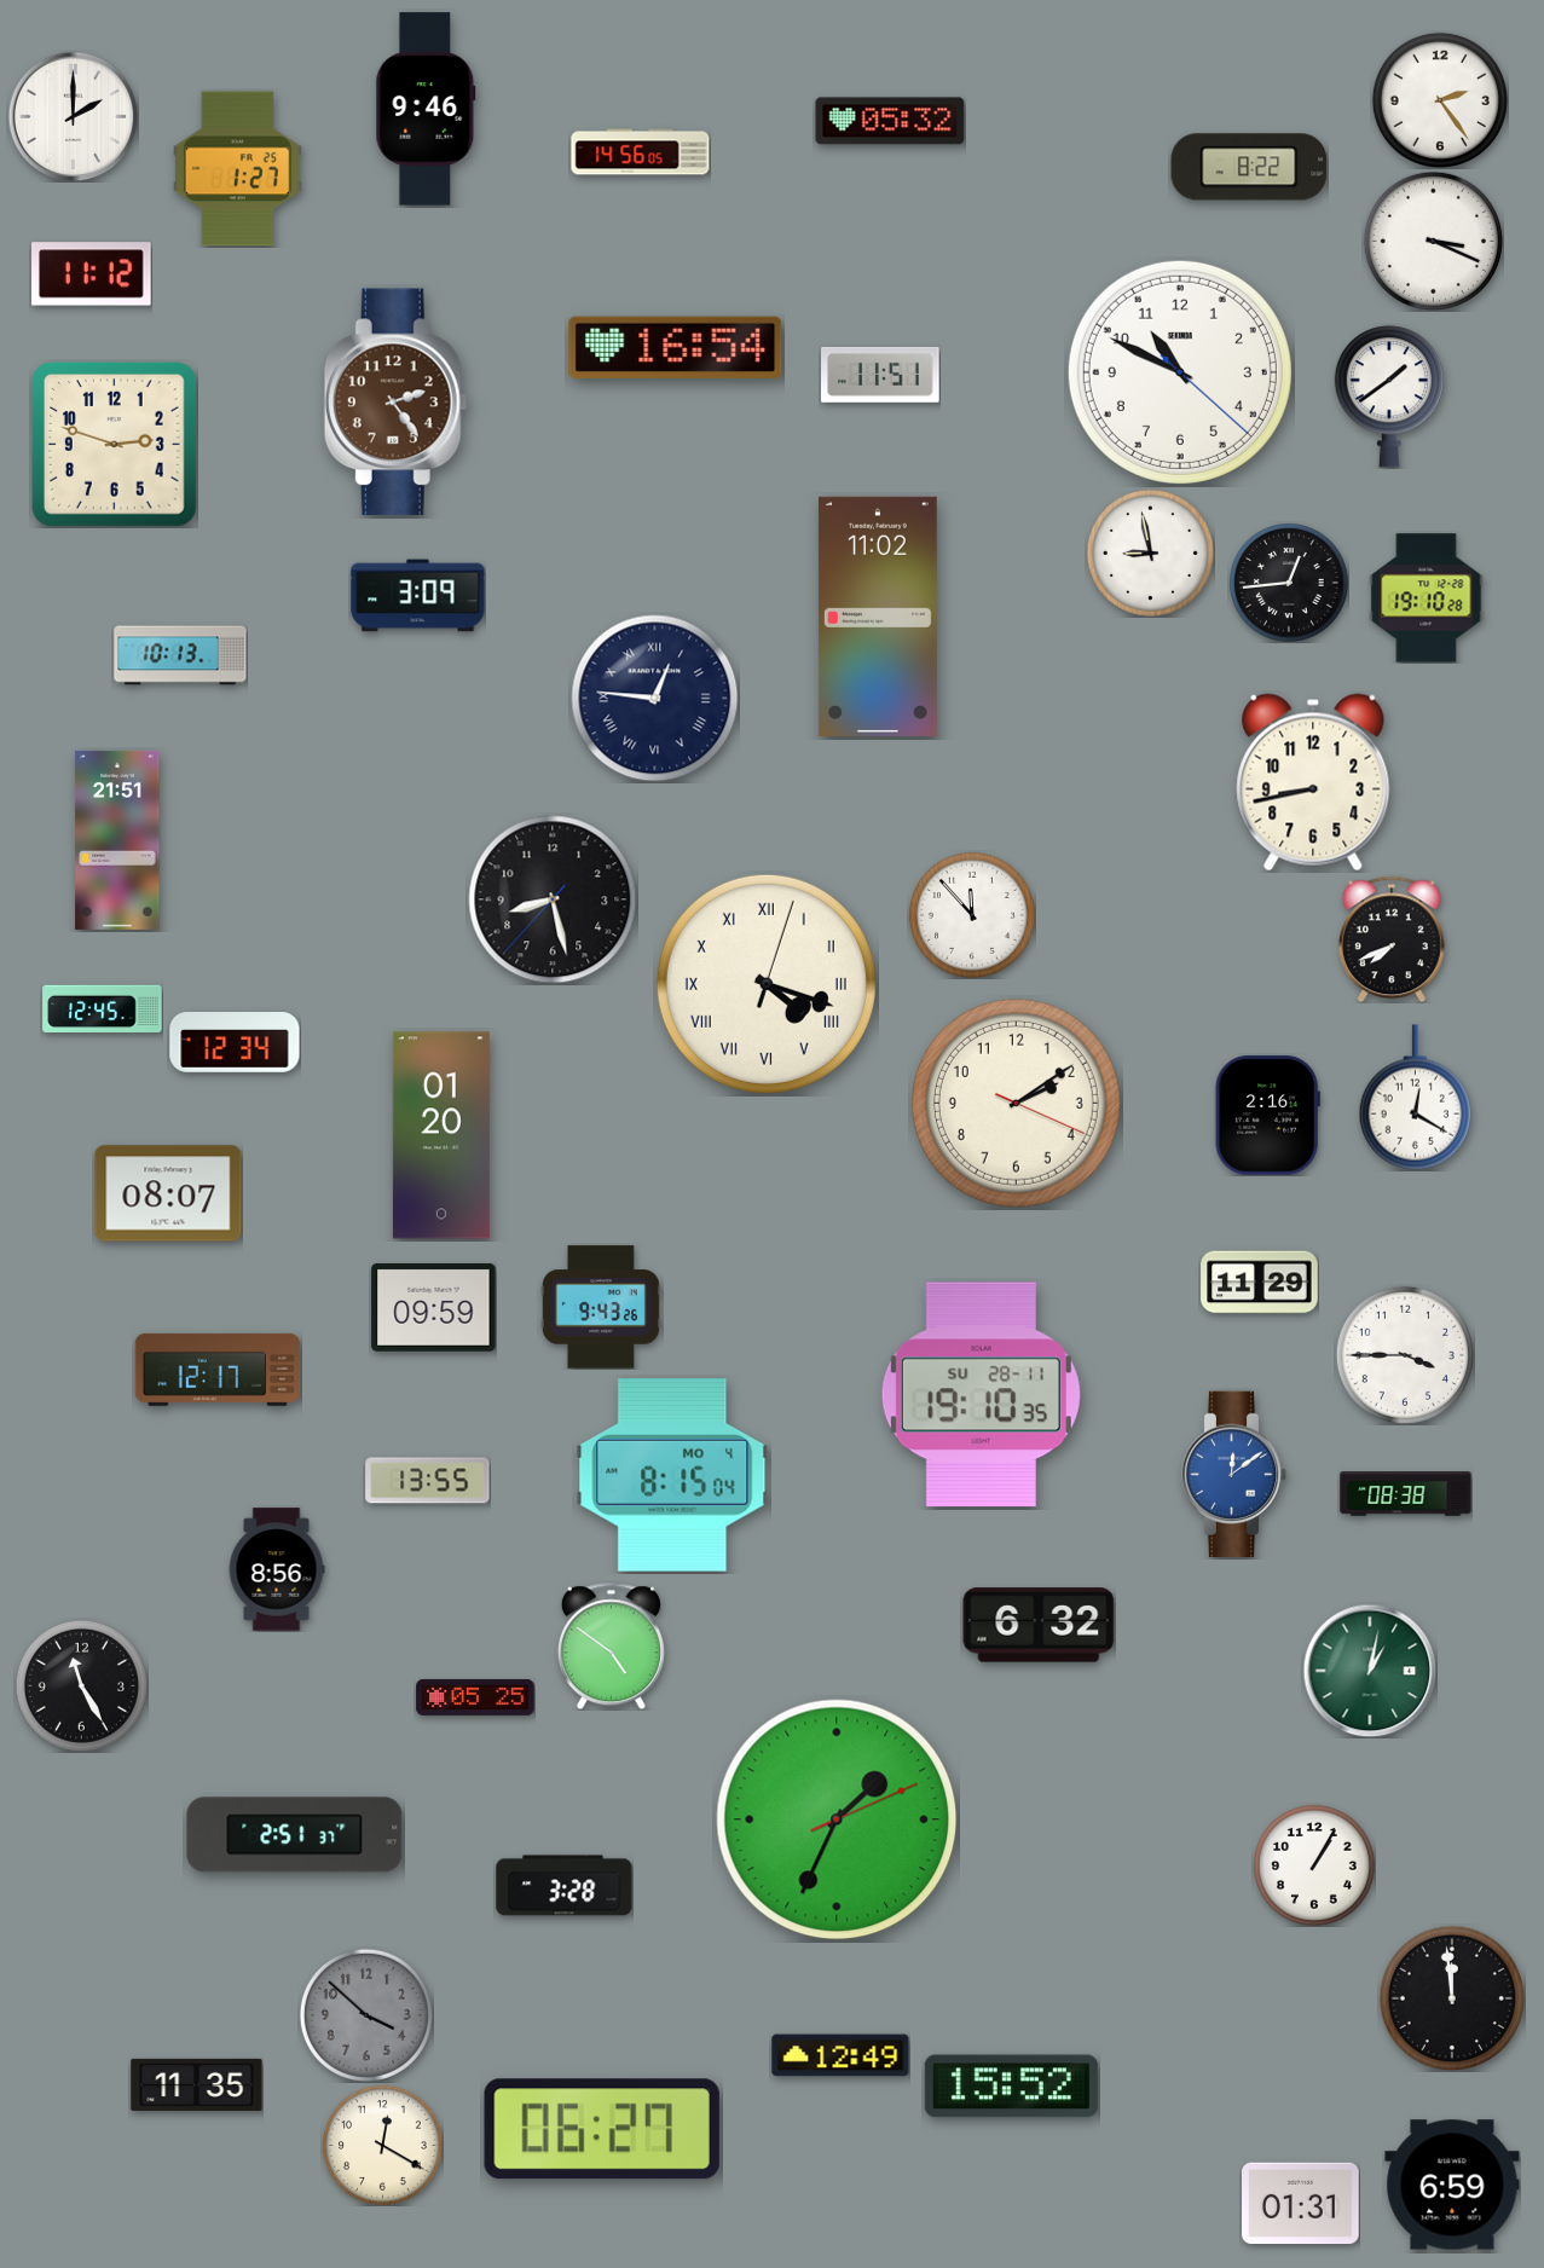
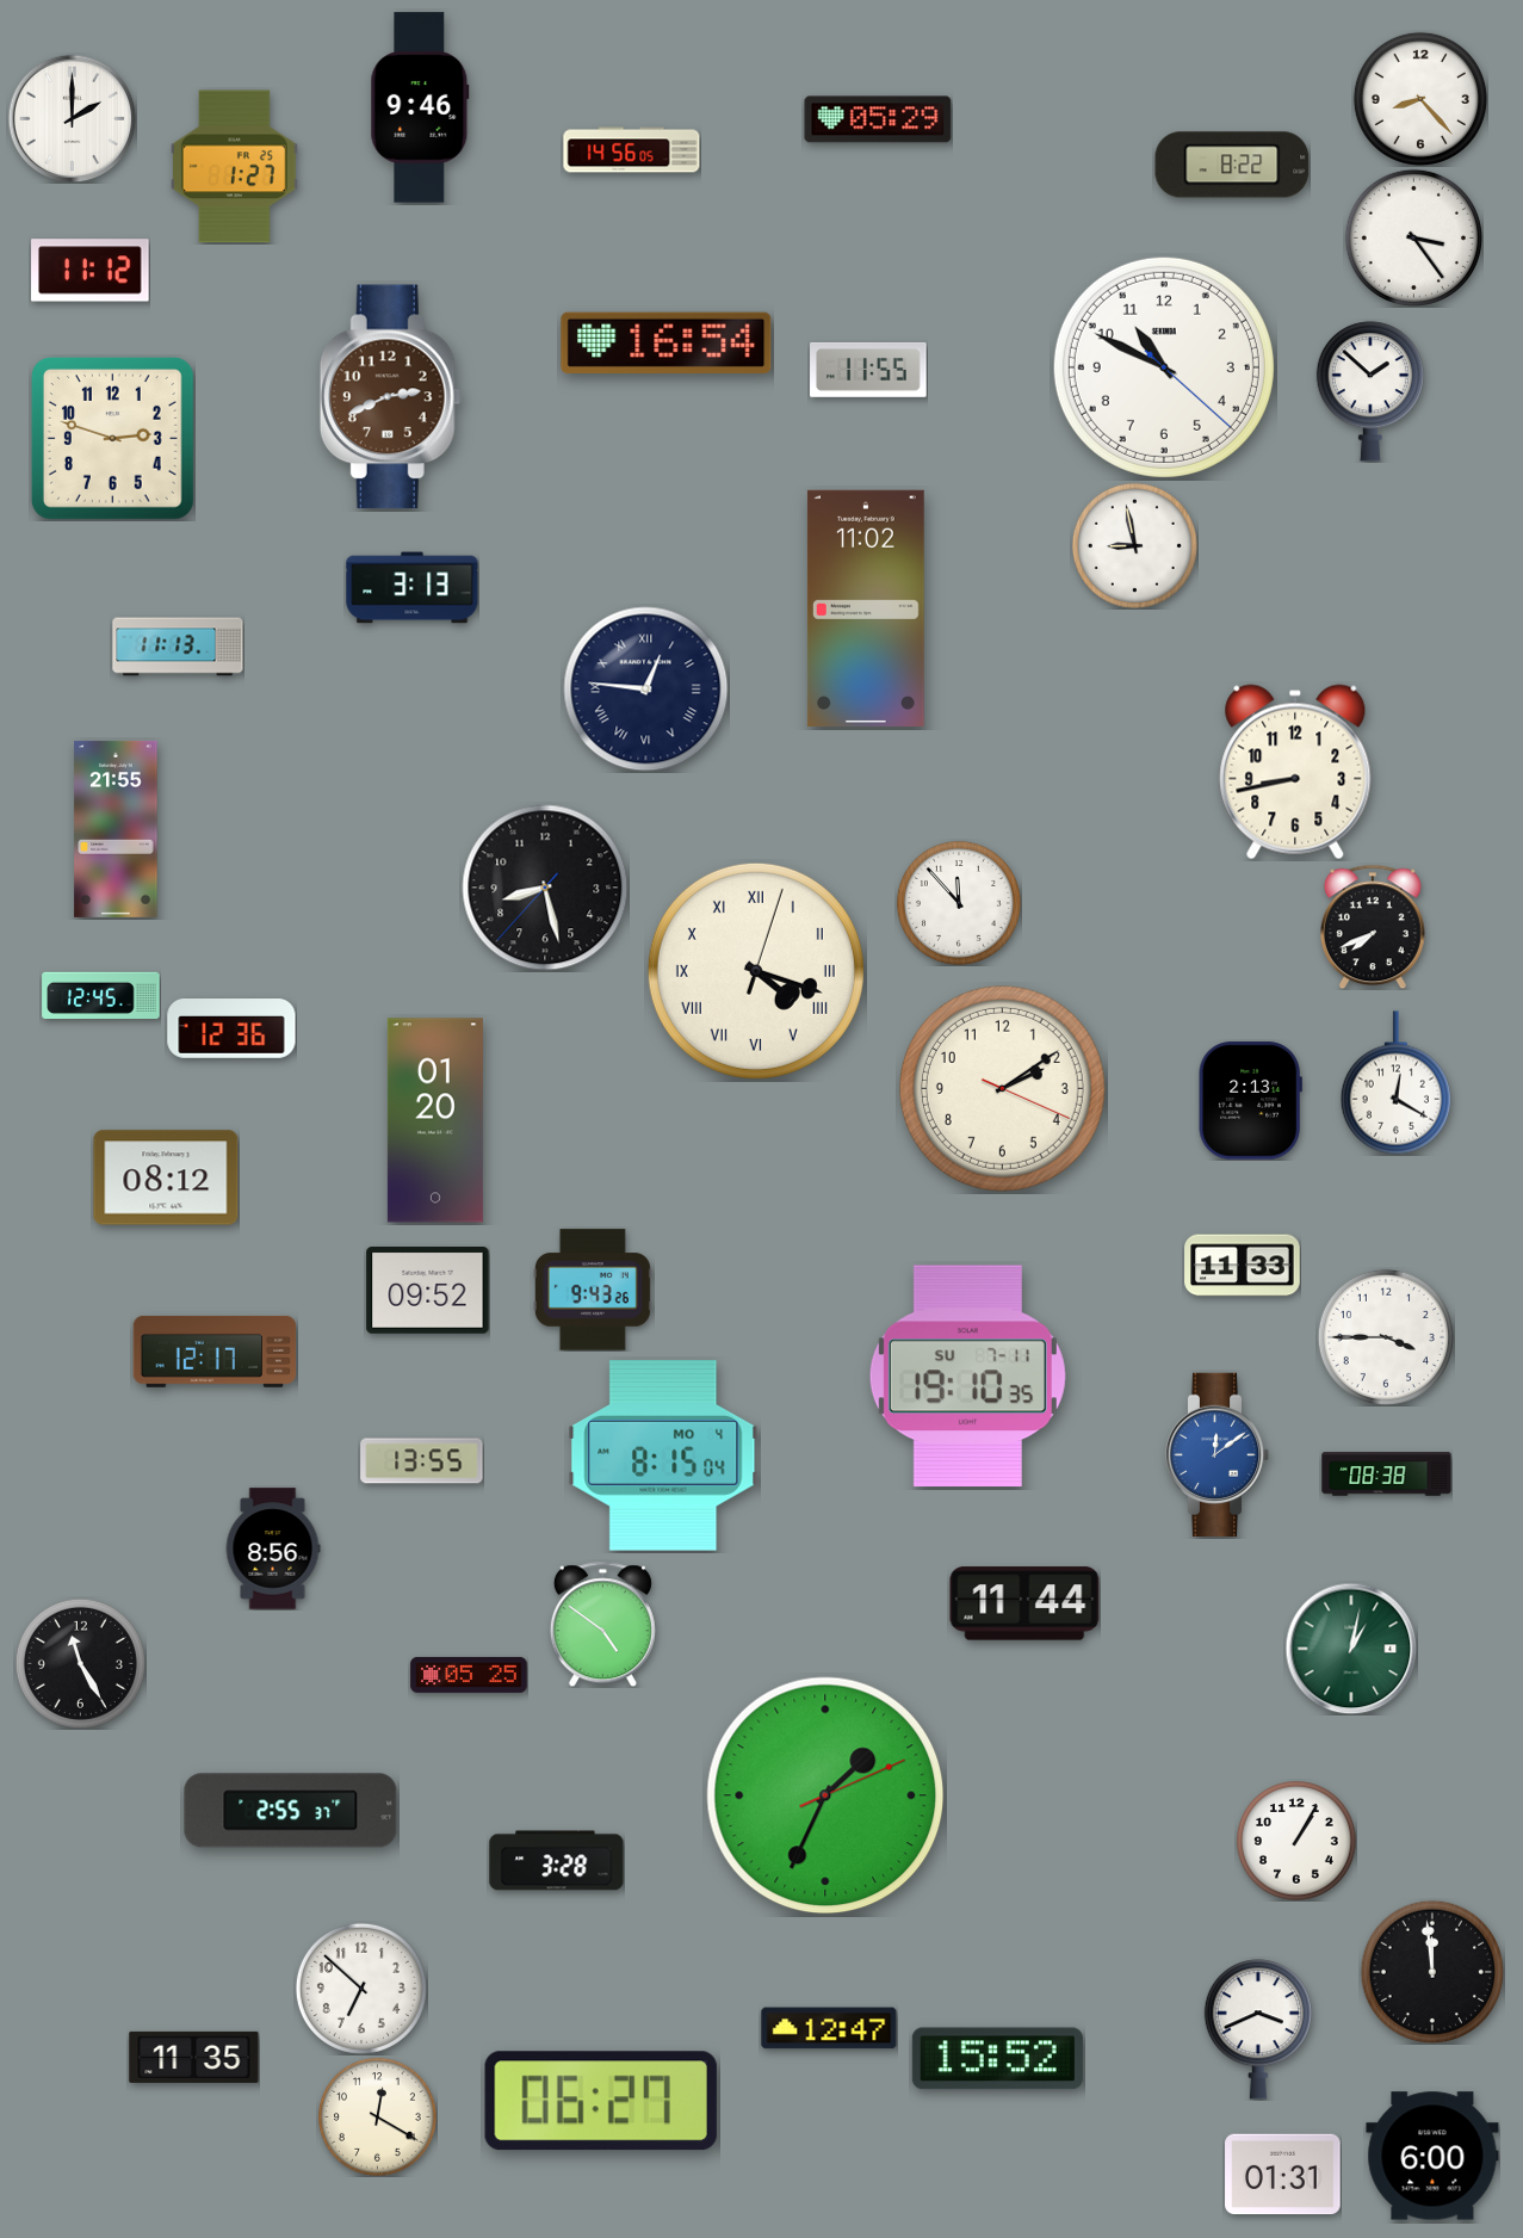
clock at (1440, 100): 2:24 -> 8:23
clock at (73, 116) position: (73, 116) -> (72, 118)
clock at (890, 121): 05:32 -> 05:29
clock at (1433, 241): 3:19 -> 3:24
clock at (880, 375): 11:51 -> 11:55
clock at (1389, 397): 1:39 -> 1:52
clock at (395, 403): 2:24 -> 2:41
clock at (1289, 583): 12:44 -> none
clock at (418, 596): 3:09 -> 3:13
clock at (1427, 598): 19:10 -> none
clock at (180, 655): 10:13 -> 11:13
clock at (117, 840): 21:51 -> 21:55
clock at (235, 1042): 12:34 -> 12:36
clock at (1267, 1116): 2:16 -> 2:13
clock at (168, 1193): 08:07 -> 08:12
clock at (1260, 1283): 11:29 -> 11:33
clock at (434, 1308): 09:59 -> 09:52
clock at (981, 1395) date: SU 28-11 -> SU 7-11
clock at (1039, 1625): 6:32 -> 11:44
clock at (295, 1835): 2:51 -> 2:55
clock at (366, 2015): 3:52 -> 6:52
clock at (366, 2015) dial: grey -> white
clock at (840, 2055): 12:49 -> 12:47
clock at (1258, 2029): none -> 3:41
clock at (602, 2129) position: (602, 2129) -> (601, 2101)
clock at (1452, 2185): 6:59 -> 6:00
